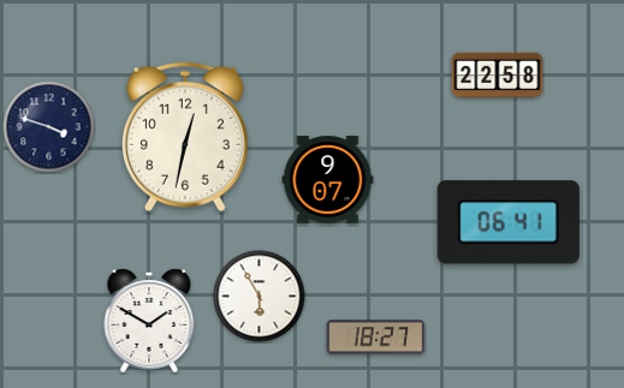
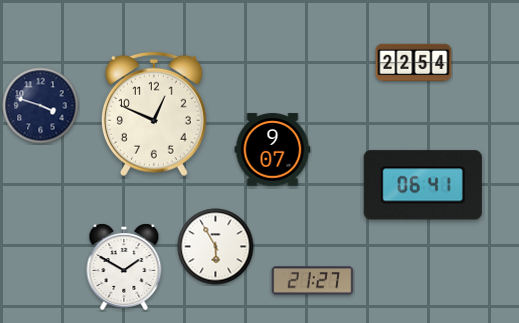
clock at (498, 76): 22:58 -> 22:54
clock at (185, 137): 12:32 -> 12:49
clock at (376, 338): 18:27 -> 21:27
